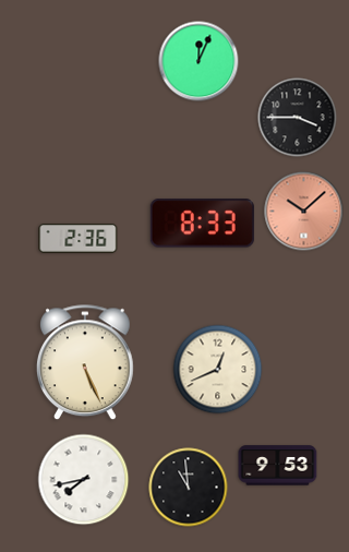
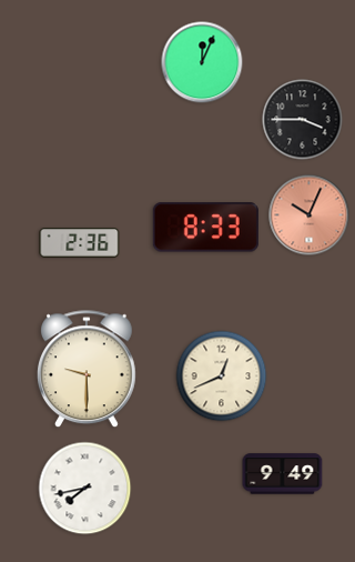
clock at (304, 212): 10:08 -> 10:04
clock at (85, 363): 5:26 -> 9:30
clock at (278, 466): 9:53 -> 9:49
clock at (189, 488): 10:59 -> none
